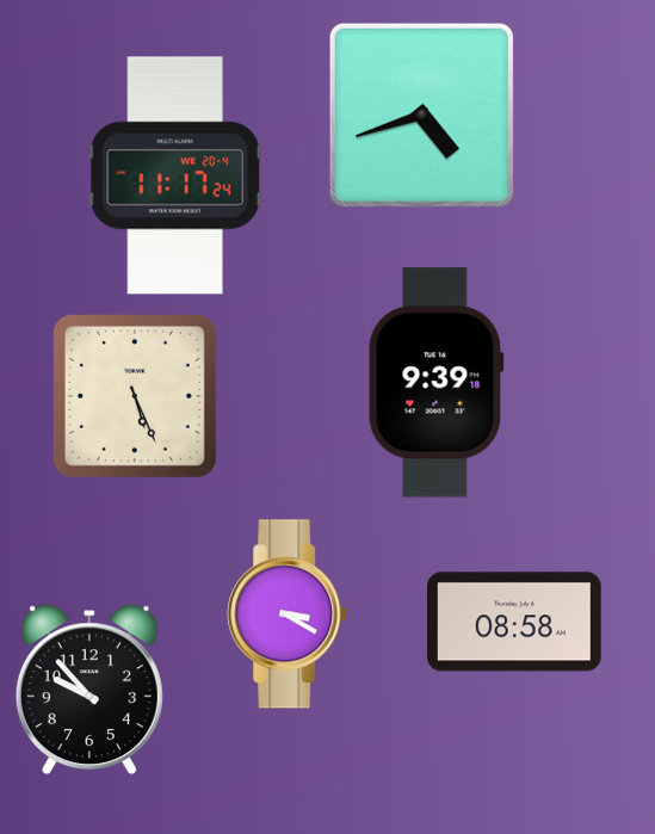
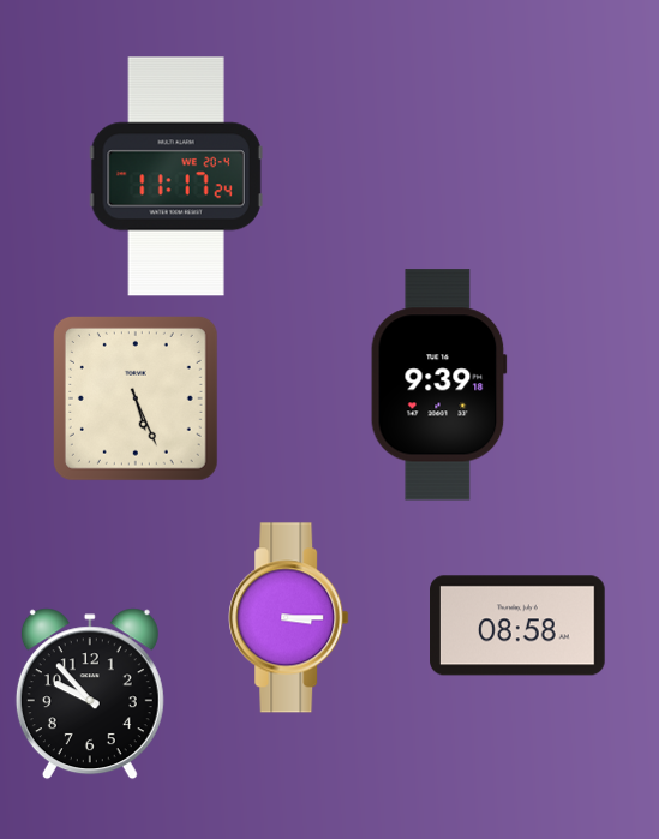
clock at (421, 115): 4:42 -> none
clock at (288, 614): 3:20 -> 3:15
